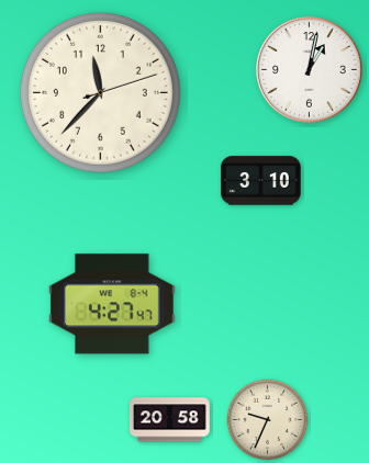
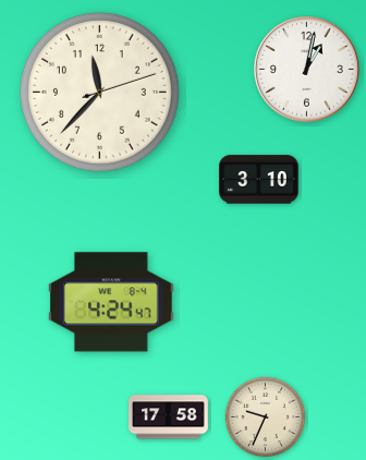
clock at (112, 304): 4:27 -> 4:24
clock at (170, 420): 20:58 -> 17:58
